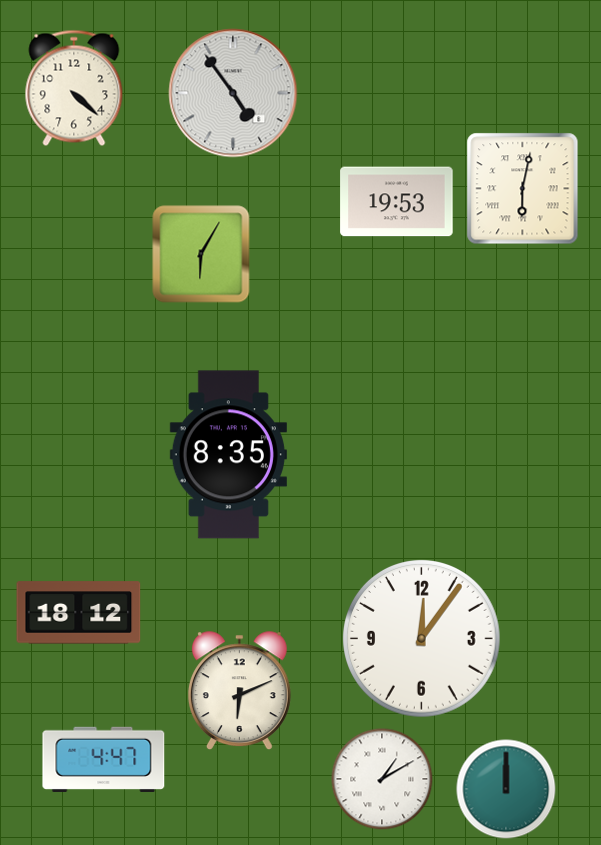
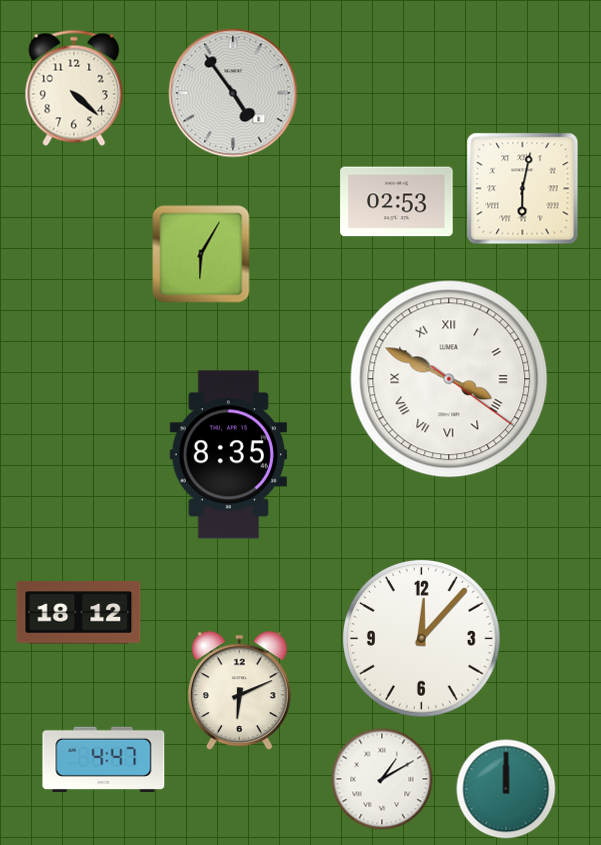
clock at (397, 202): 19:53 -> 02:53
clock at (449, 379): none -> 3:49
clock at (422, 639): 12:06 -> 12:07
